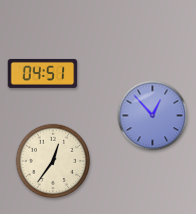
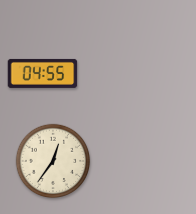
clock at (43, 73): 04:51 -> 04:55
clock at (153, 116): 12:53 -> none
